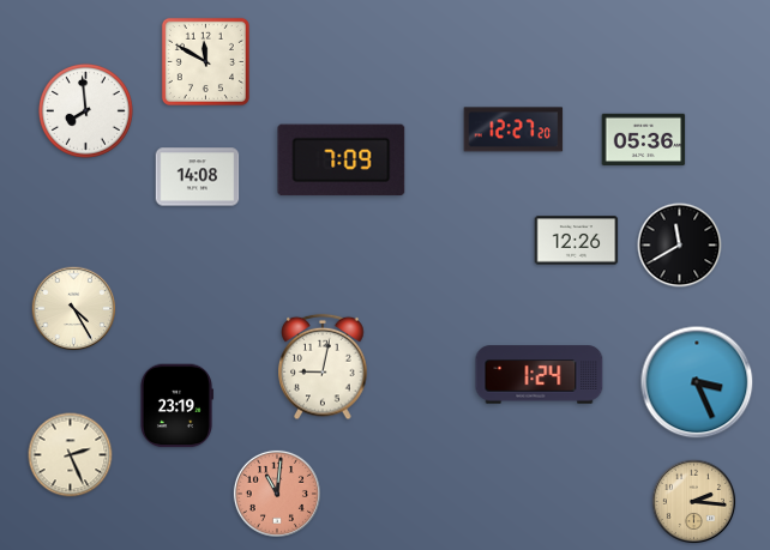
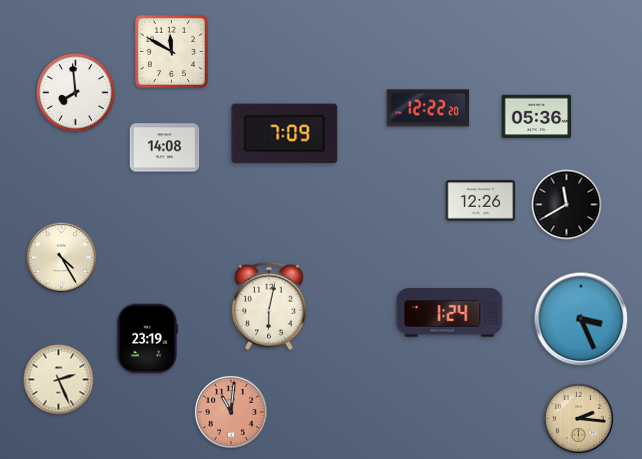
clock at (85, 110) position: (85, 110) -> (75, 92)
clock at (513, 129): 12:27 -> 12:22
clock at (323, 367): 9:02 -> 6:02
